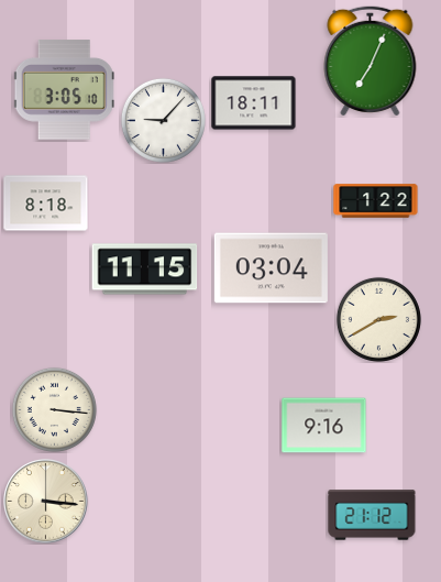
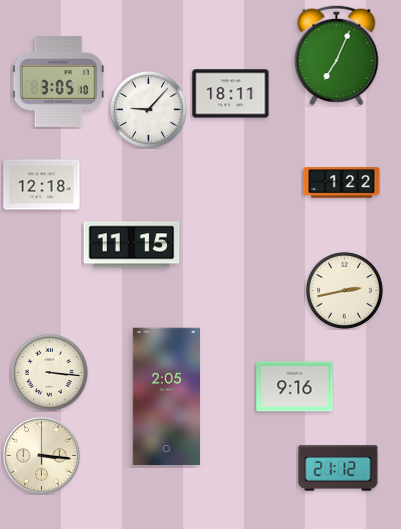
clock at (46, 204): 8:18 -> 12:18
clock at (271, 268): 03:04 -> none
clock at (378, 319): 2:40 -> 2:43
clock at (166, 397): none -> 2:05
